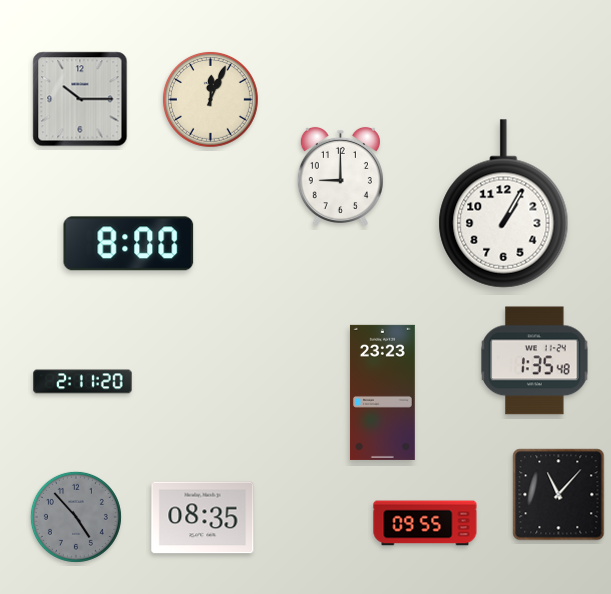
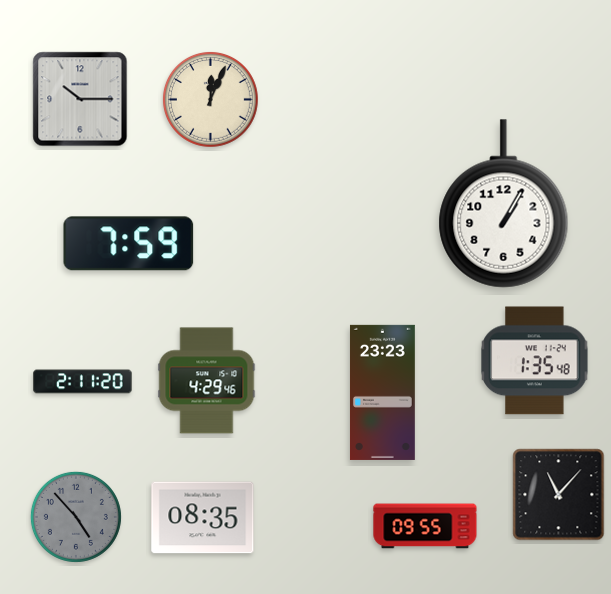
clock at (340, 176): 9:00 -> none
clock at (129, 244): 8:00 -> 7:59
clock at (207, 381): none -> 4:29
clock at (425, 523) position: (425, 523) -> (425, 526)
